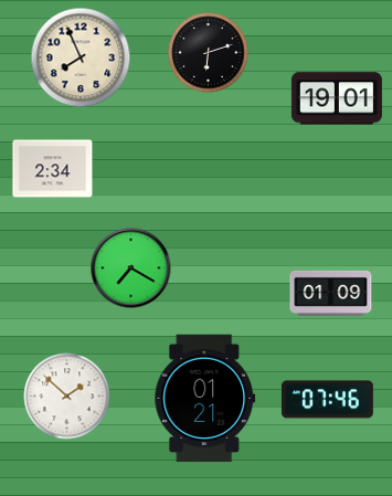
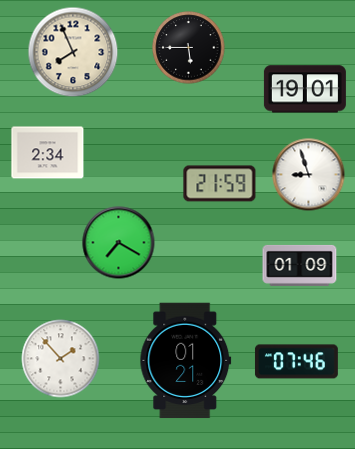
clock at (209, 53): 6:12 -> 5:45
clock at (309, 175): none -> 8:57
clock at (220, 184): none -> 21:59
clock at (67, 397): 1:52 -> 1:53
